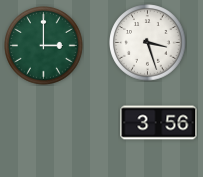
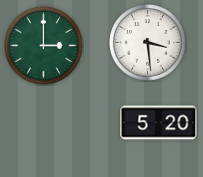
clock at (148, 43): 3:27 -> 3:29
clock at (159, 123): 3:56 -> 5:20
